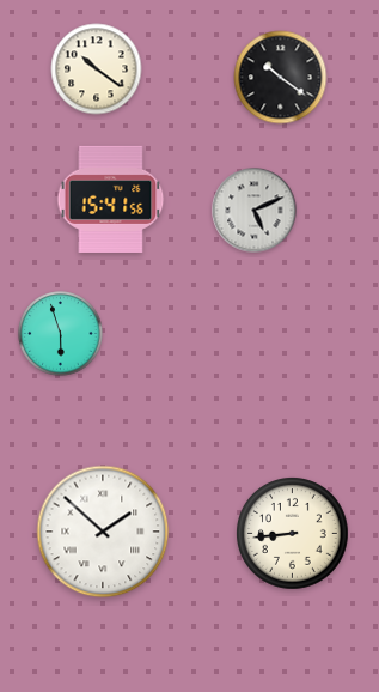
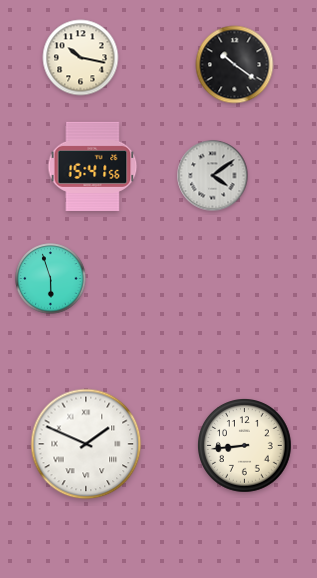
clock at (97, 69): 10:21 -> 10:17
clock at (255, 211): 5:11 -> 4:09
clock at (103, 532): 1:52 -> 1:49
